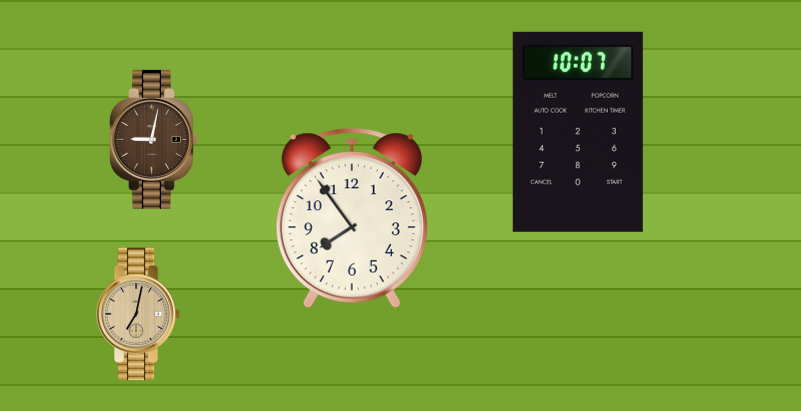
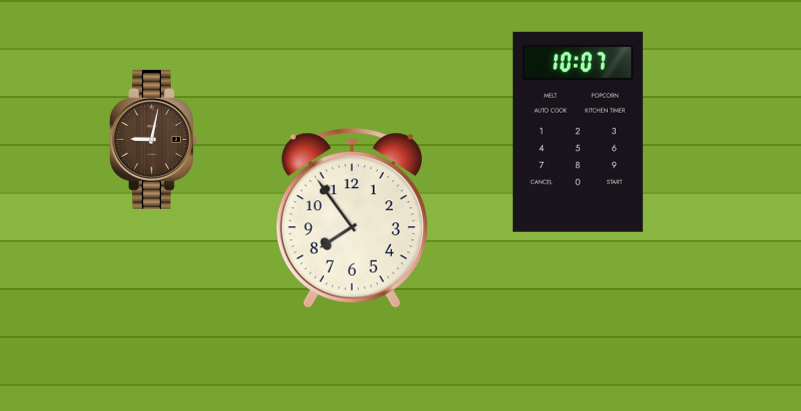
clock at (138, 314): 7:02 -> none
